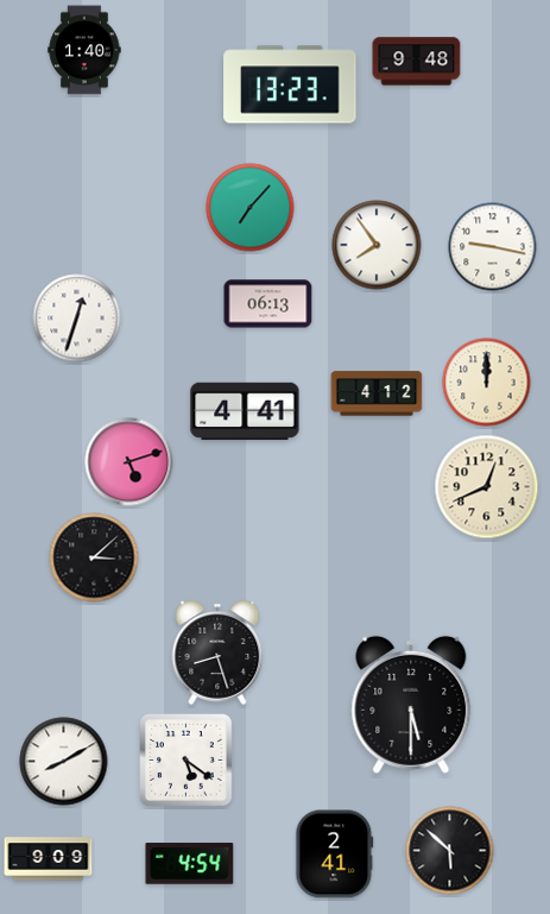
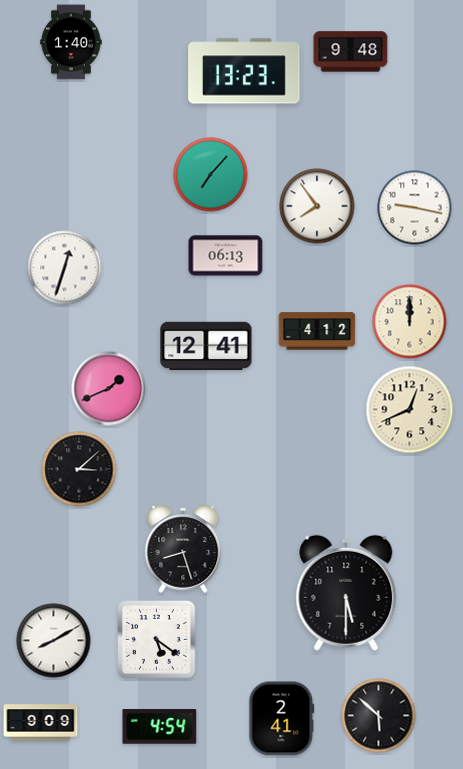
clock at (245, 411): 4:41 -> 12:41
clock at (129, 462): 5:12 -> 1:41
